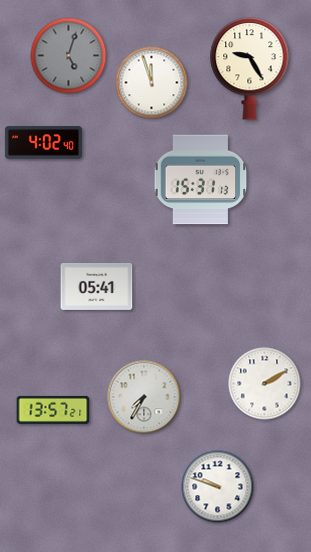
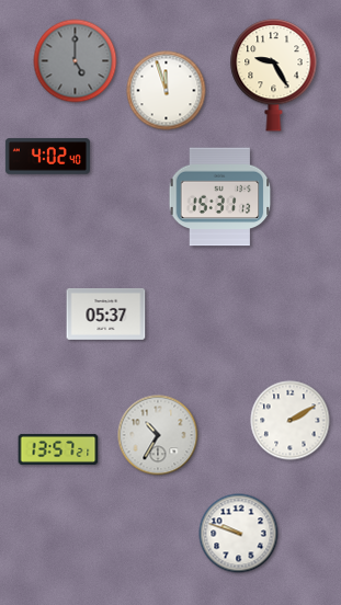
clock at (69, 56): 5:03 -> 5:00
clock at (97, 286): 05:41 -> 05:37
clock at (144, 397): 7:35 -> 10:35
